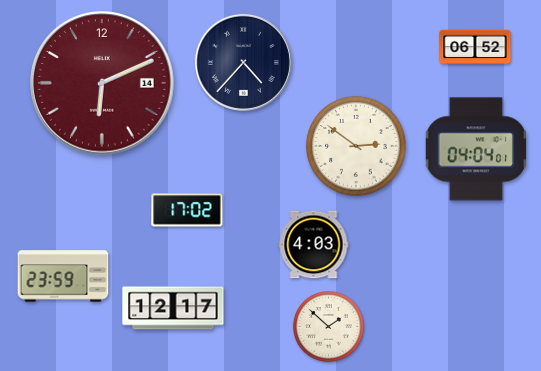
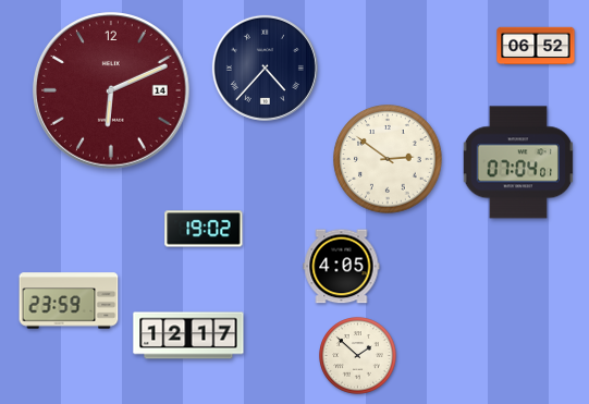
clock at (475, 47) position: (475, 47) -> (536, 46)
clock at (476, 149): 04:04 -> 07:04
clock at (187, 210): 17:02 -> 19:02
clock at (314, 245): 4:03 -> 4:05
